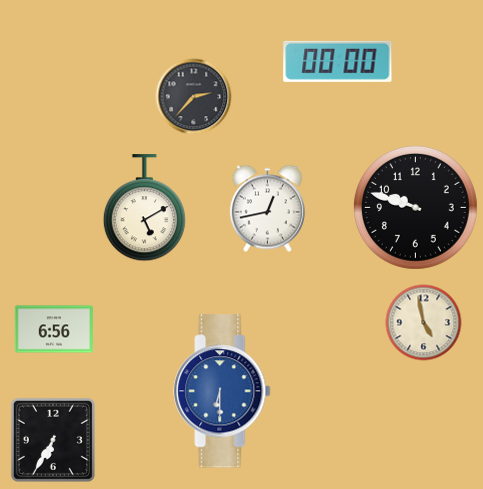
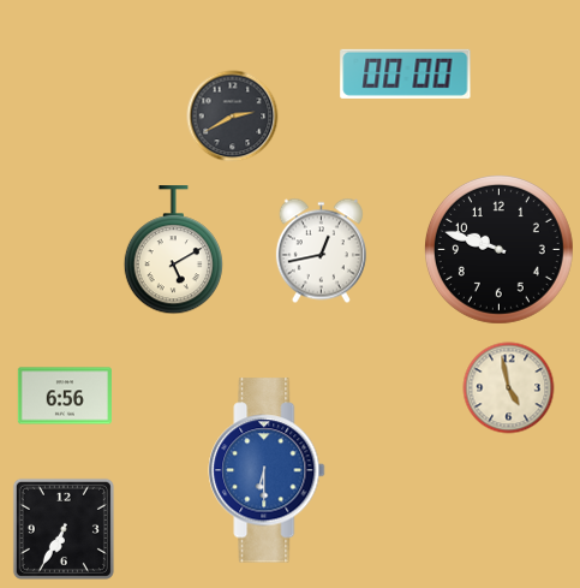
clock at (194, 97): 2:37 -> 2:40
